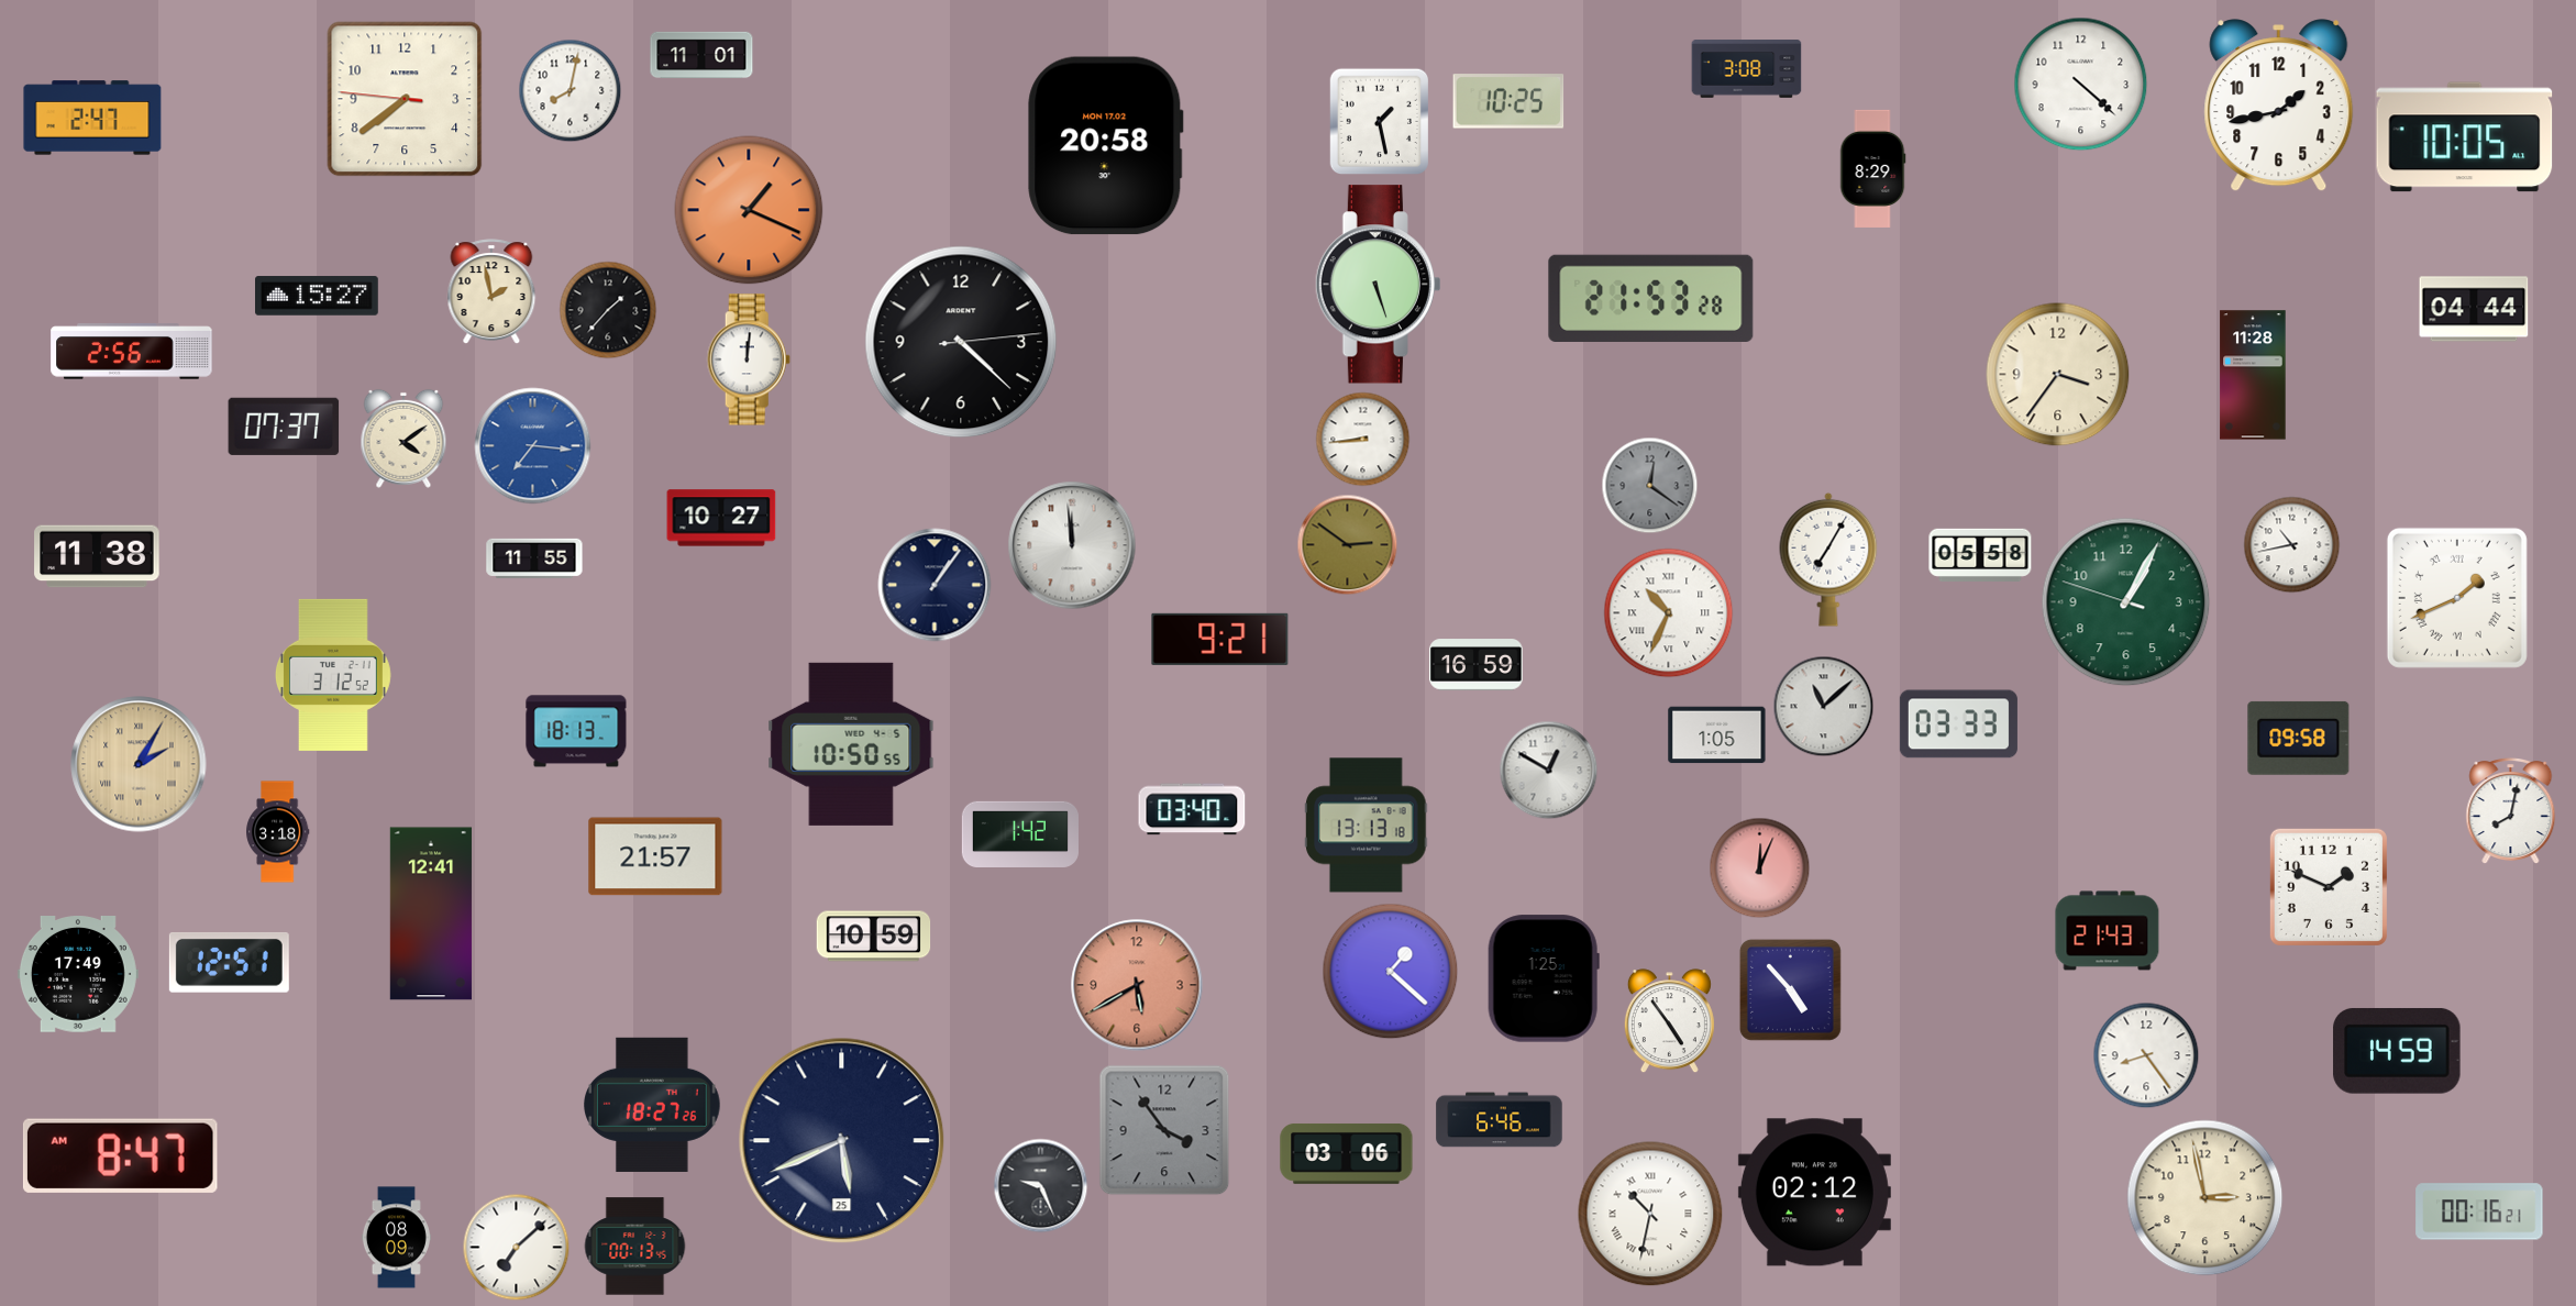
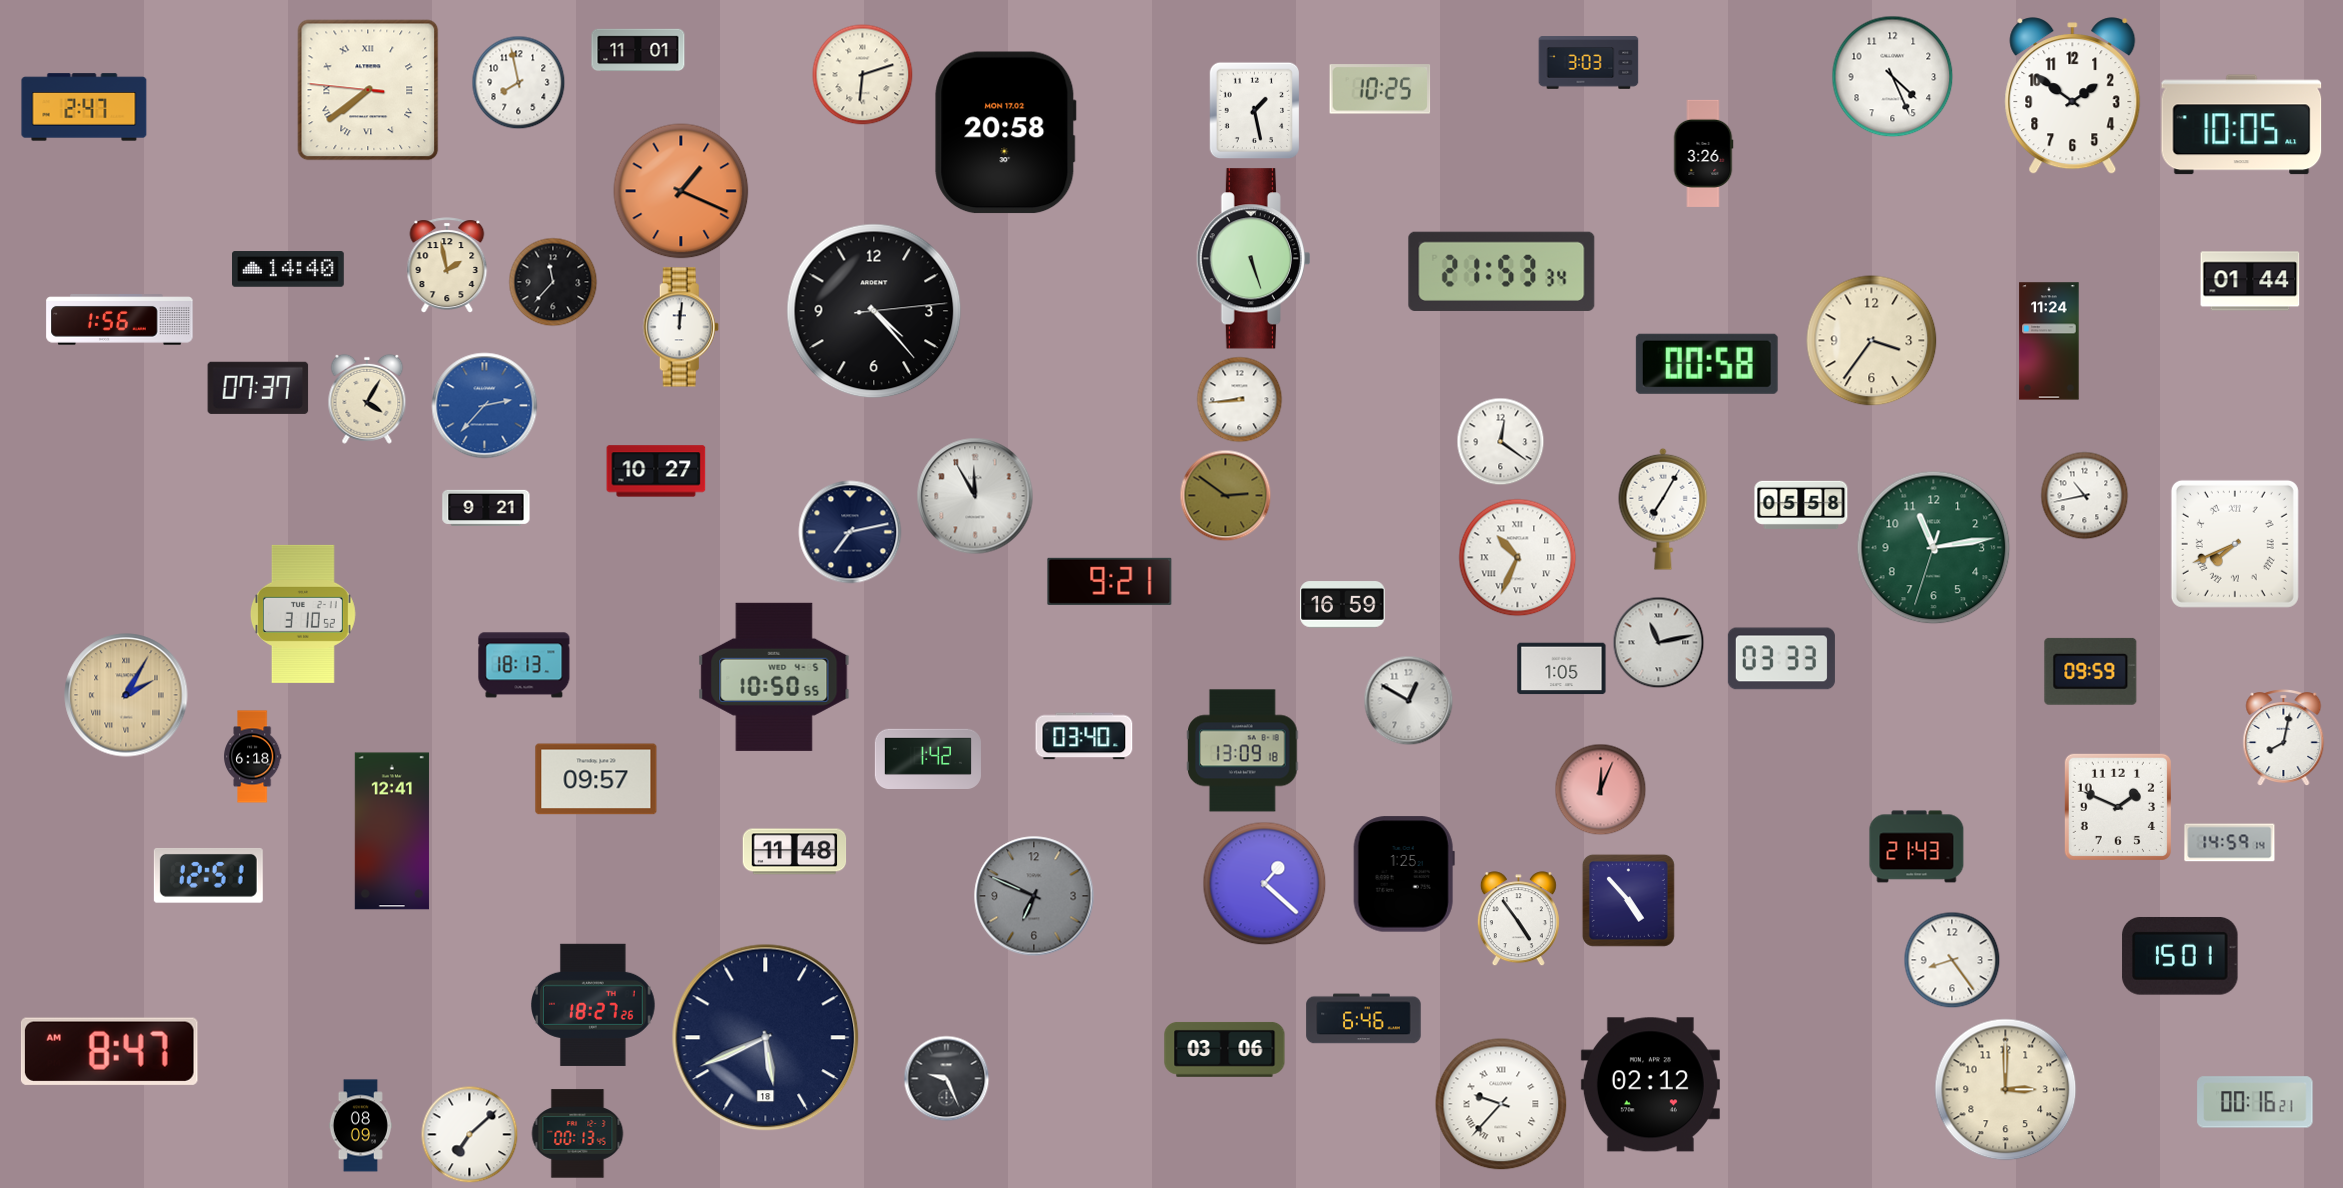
clock at (1747, 69): 3:08 -> 3:03
clock at (863, 75): none -> 6:12
clock at (2081, 85): 4:22 -> 4:26
clock at (571, 91): 8:02 -> 7:58
clock at (405, 99) numerals: Arabic -> Roman
clock at (1508, 101) position: (1508, 101) -> (1380, 89)
clock at (2279, 106): 1:43 -> 1:51
clock at (1872, 168): 8:29 -> 3:26
clock at (318, 296): 15:27 -> 14:40
clock at (1651, 298): 21:53:28 -> 21:53:34
clock at (2474, 309): 04:44 -> 01:44
clock at (608, 310): 1:37 -> 11:37
clock at (961, 342): 4:22 -> 4:23
clock at (132, 352): 2:56 -> 1:56
clock at (2253, 375): 11:28 -> 11:24
clock at (1707, 364): none -> 00:58
clock at (403, 439): 4:09 -> 4:05
clock at (533, 446): 7:16 -> 2:37
clock at (1650, 486) dial: grey -> white
clock at (1072, 545): 11:59 -> 11:55
clock at (97, 556): 11:38 -> none
clock at (534, 558): 11:55 -> 9:21
clock at (935, 585): 1:06 -> 7:13
clock at (2457, 598): 1:41 -> 7:41
clock at (2126, 602): 1:04 -> 11:13
clock at (333, 675): 3:12 -> 3:10
clock at (1824, 707): 11:08 -> 11:13
clock at (2299, 738): 09:58 -> 09:59
clock at (1367, 826): 13:13 -> 13:09
clock at (278, 832): 3:18 -> 6:18
clock at (655, 856): 21:57 -> 09:57
clock at (2230, 843): none -> 14:59
clock at (874, 937): 10:59 -> 11:48
clock at (78, 975): 17:49 -> none
clock at (1544, 978) position: (1544, 978) -> (1404, 874)
clock at (1137, 985): 5:40 -> 6:49
clock at (1137, 985) dial: salmon -> grey
clock at (1669, 1021) position: (1669, 1021) -> (1518, 919)
clock at (2397, 1051): 14:59 -> 15:01
clock at (1164, 1130): 3:54 -> none
clock at (842, 1141) date: 25 -> 18
clock at (2205, 1198): 2:58 -> 3:00
clock at (1650, 1214): 10:32 -> 9:37
